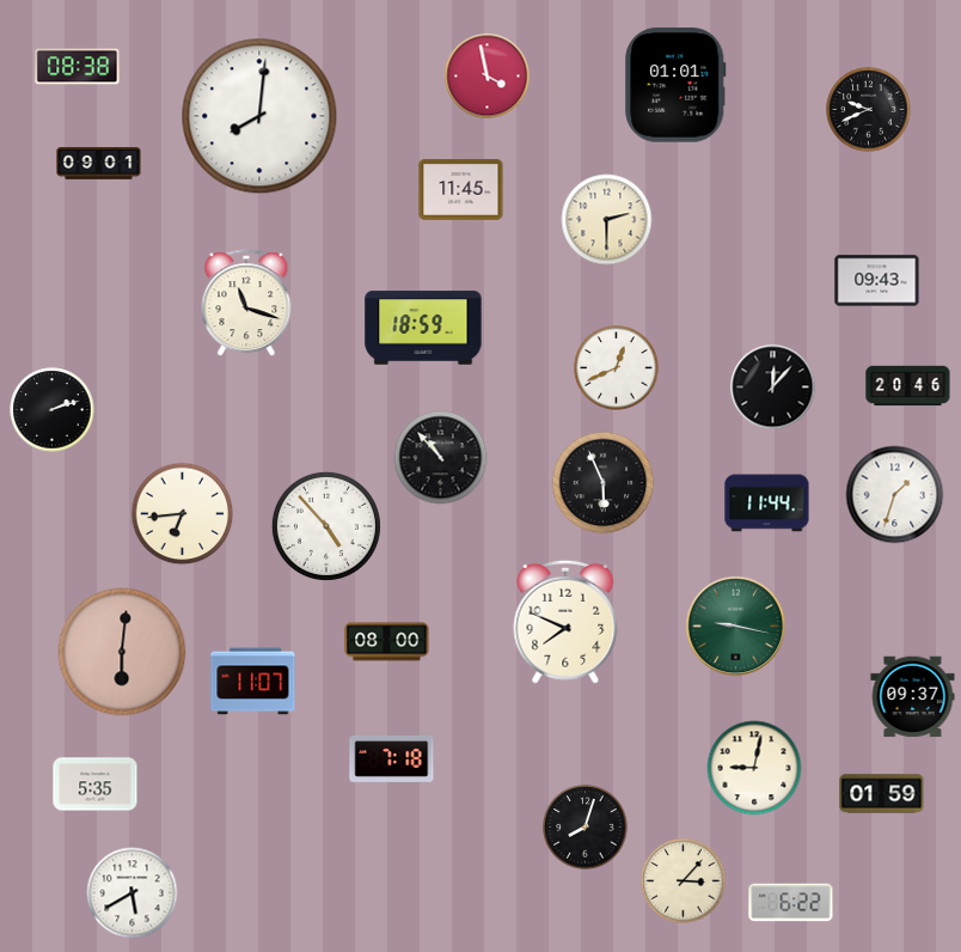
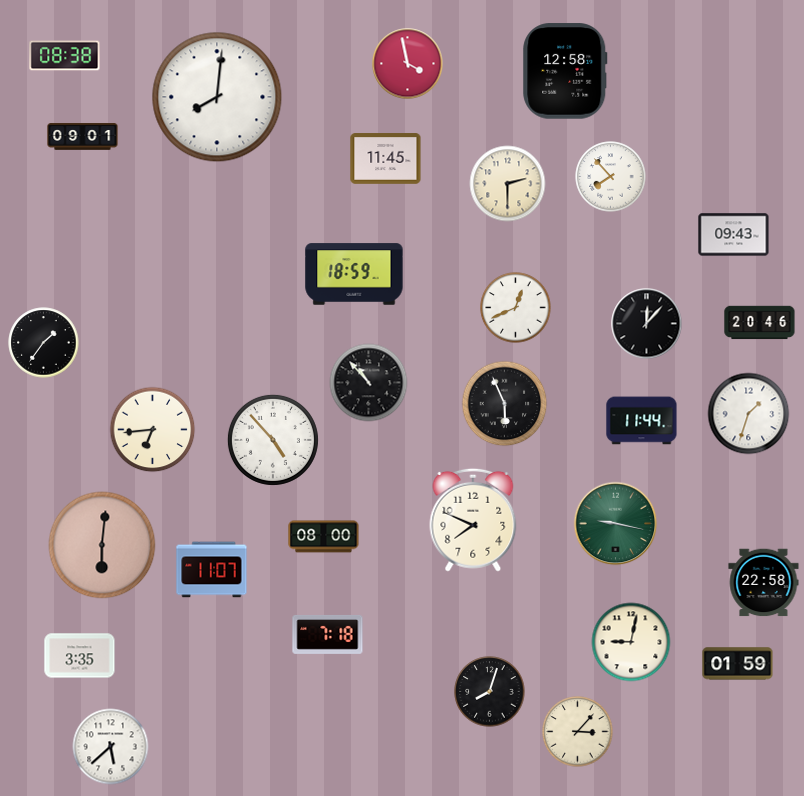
clock at (675, 85): 01:01 -> 12:58
clock at (869, 110): 9:41 -> none
clock at (611, 177): none -> 7:53
clock at (246, 304): 11:18 -> none
clock at (53, 410): 2:12 -> 1:36
clock at (913, 697): 09:37 -> 22:58
clock at (96, 785): 5:35 -> 3:35
clock at (684, 881) position: (684, 881) -> (578, 732)
clock at (133, 893): 5:40 -> 5:38
clock at (791, 903): 6:22 -> none
